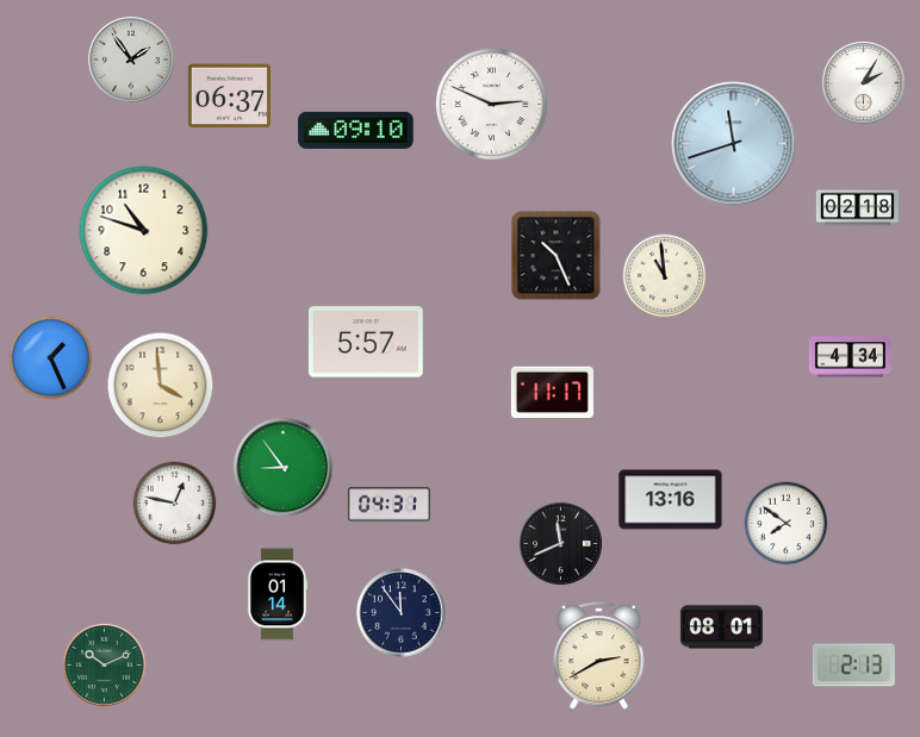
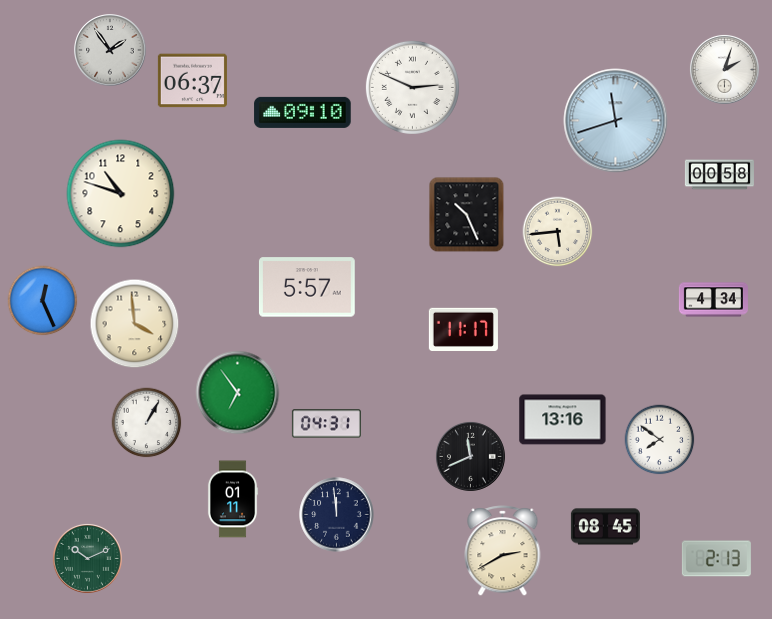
clock at (863, 82): 2:05 -> 2:03
clock at (356, 130) position: (356, 130) -> (303, 112)
clock at (857, 208): 02:18 -> 00:58
clock at (665, 276): 10:59 -> 5:44
clock at (51, 358): 1:26 -> 12:26
clock at (284, 468): 8:54 -> 6:54
clock at (175, 504): 12:47 -> 1:05
clock at (278, 594): 01:14 -> 01:11
clock at (402, 613): 11:54 -> 11:59
clock at (721, 627): 08:01 -> 08:45
